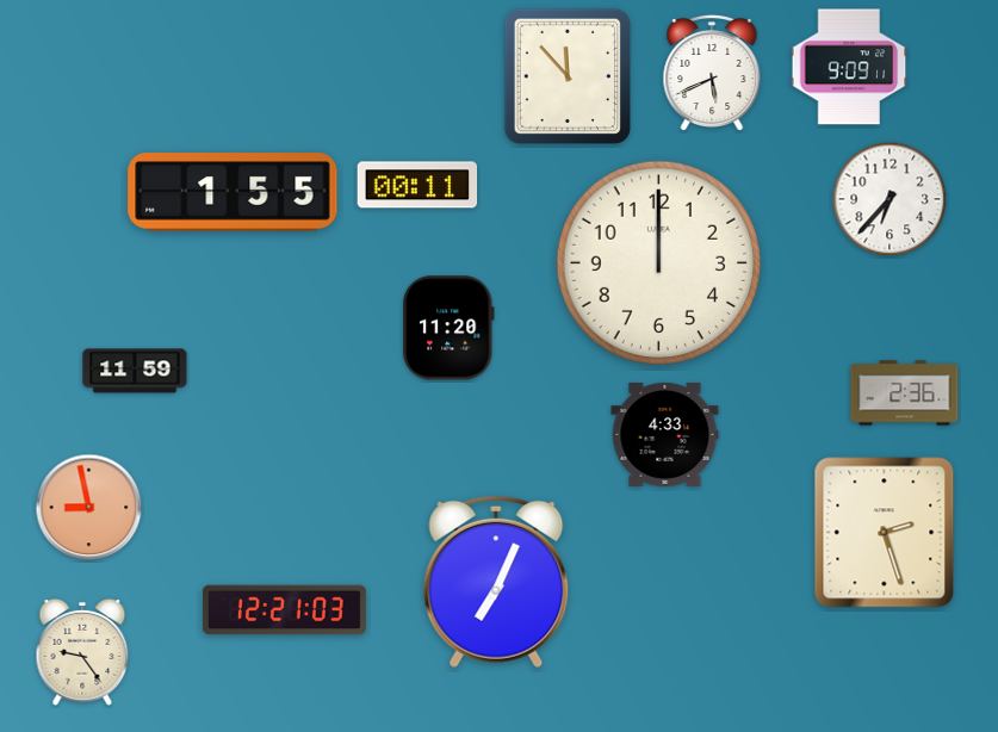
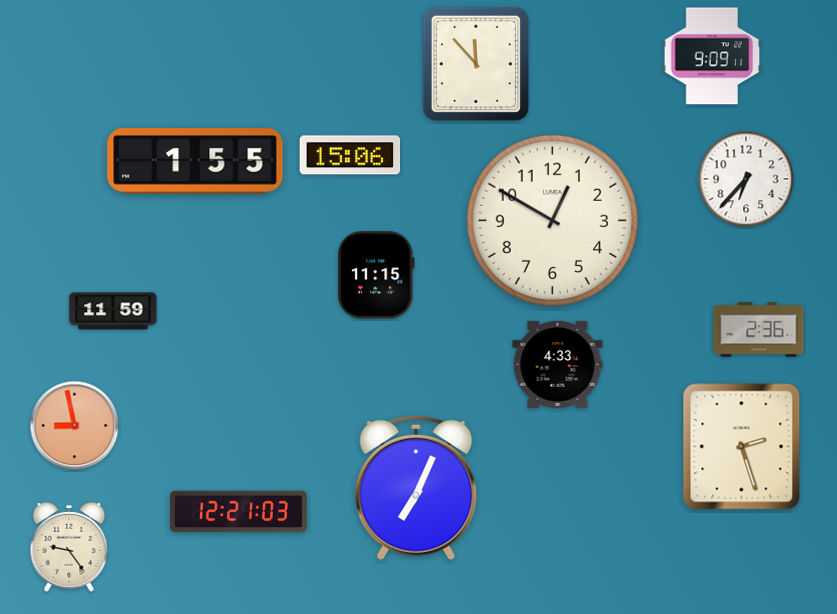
clock at (712, 72): 5:41 -> none
clock at (417, 185): 00:11 -> 15:06
clock at (889, 199) position: (889, 199) -> (746, 179)
clock at (658, 262): 12:00 -> 12:50
clock at (448, 328): 11:20 -> 11:15
